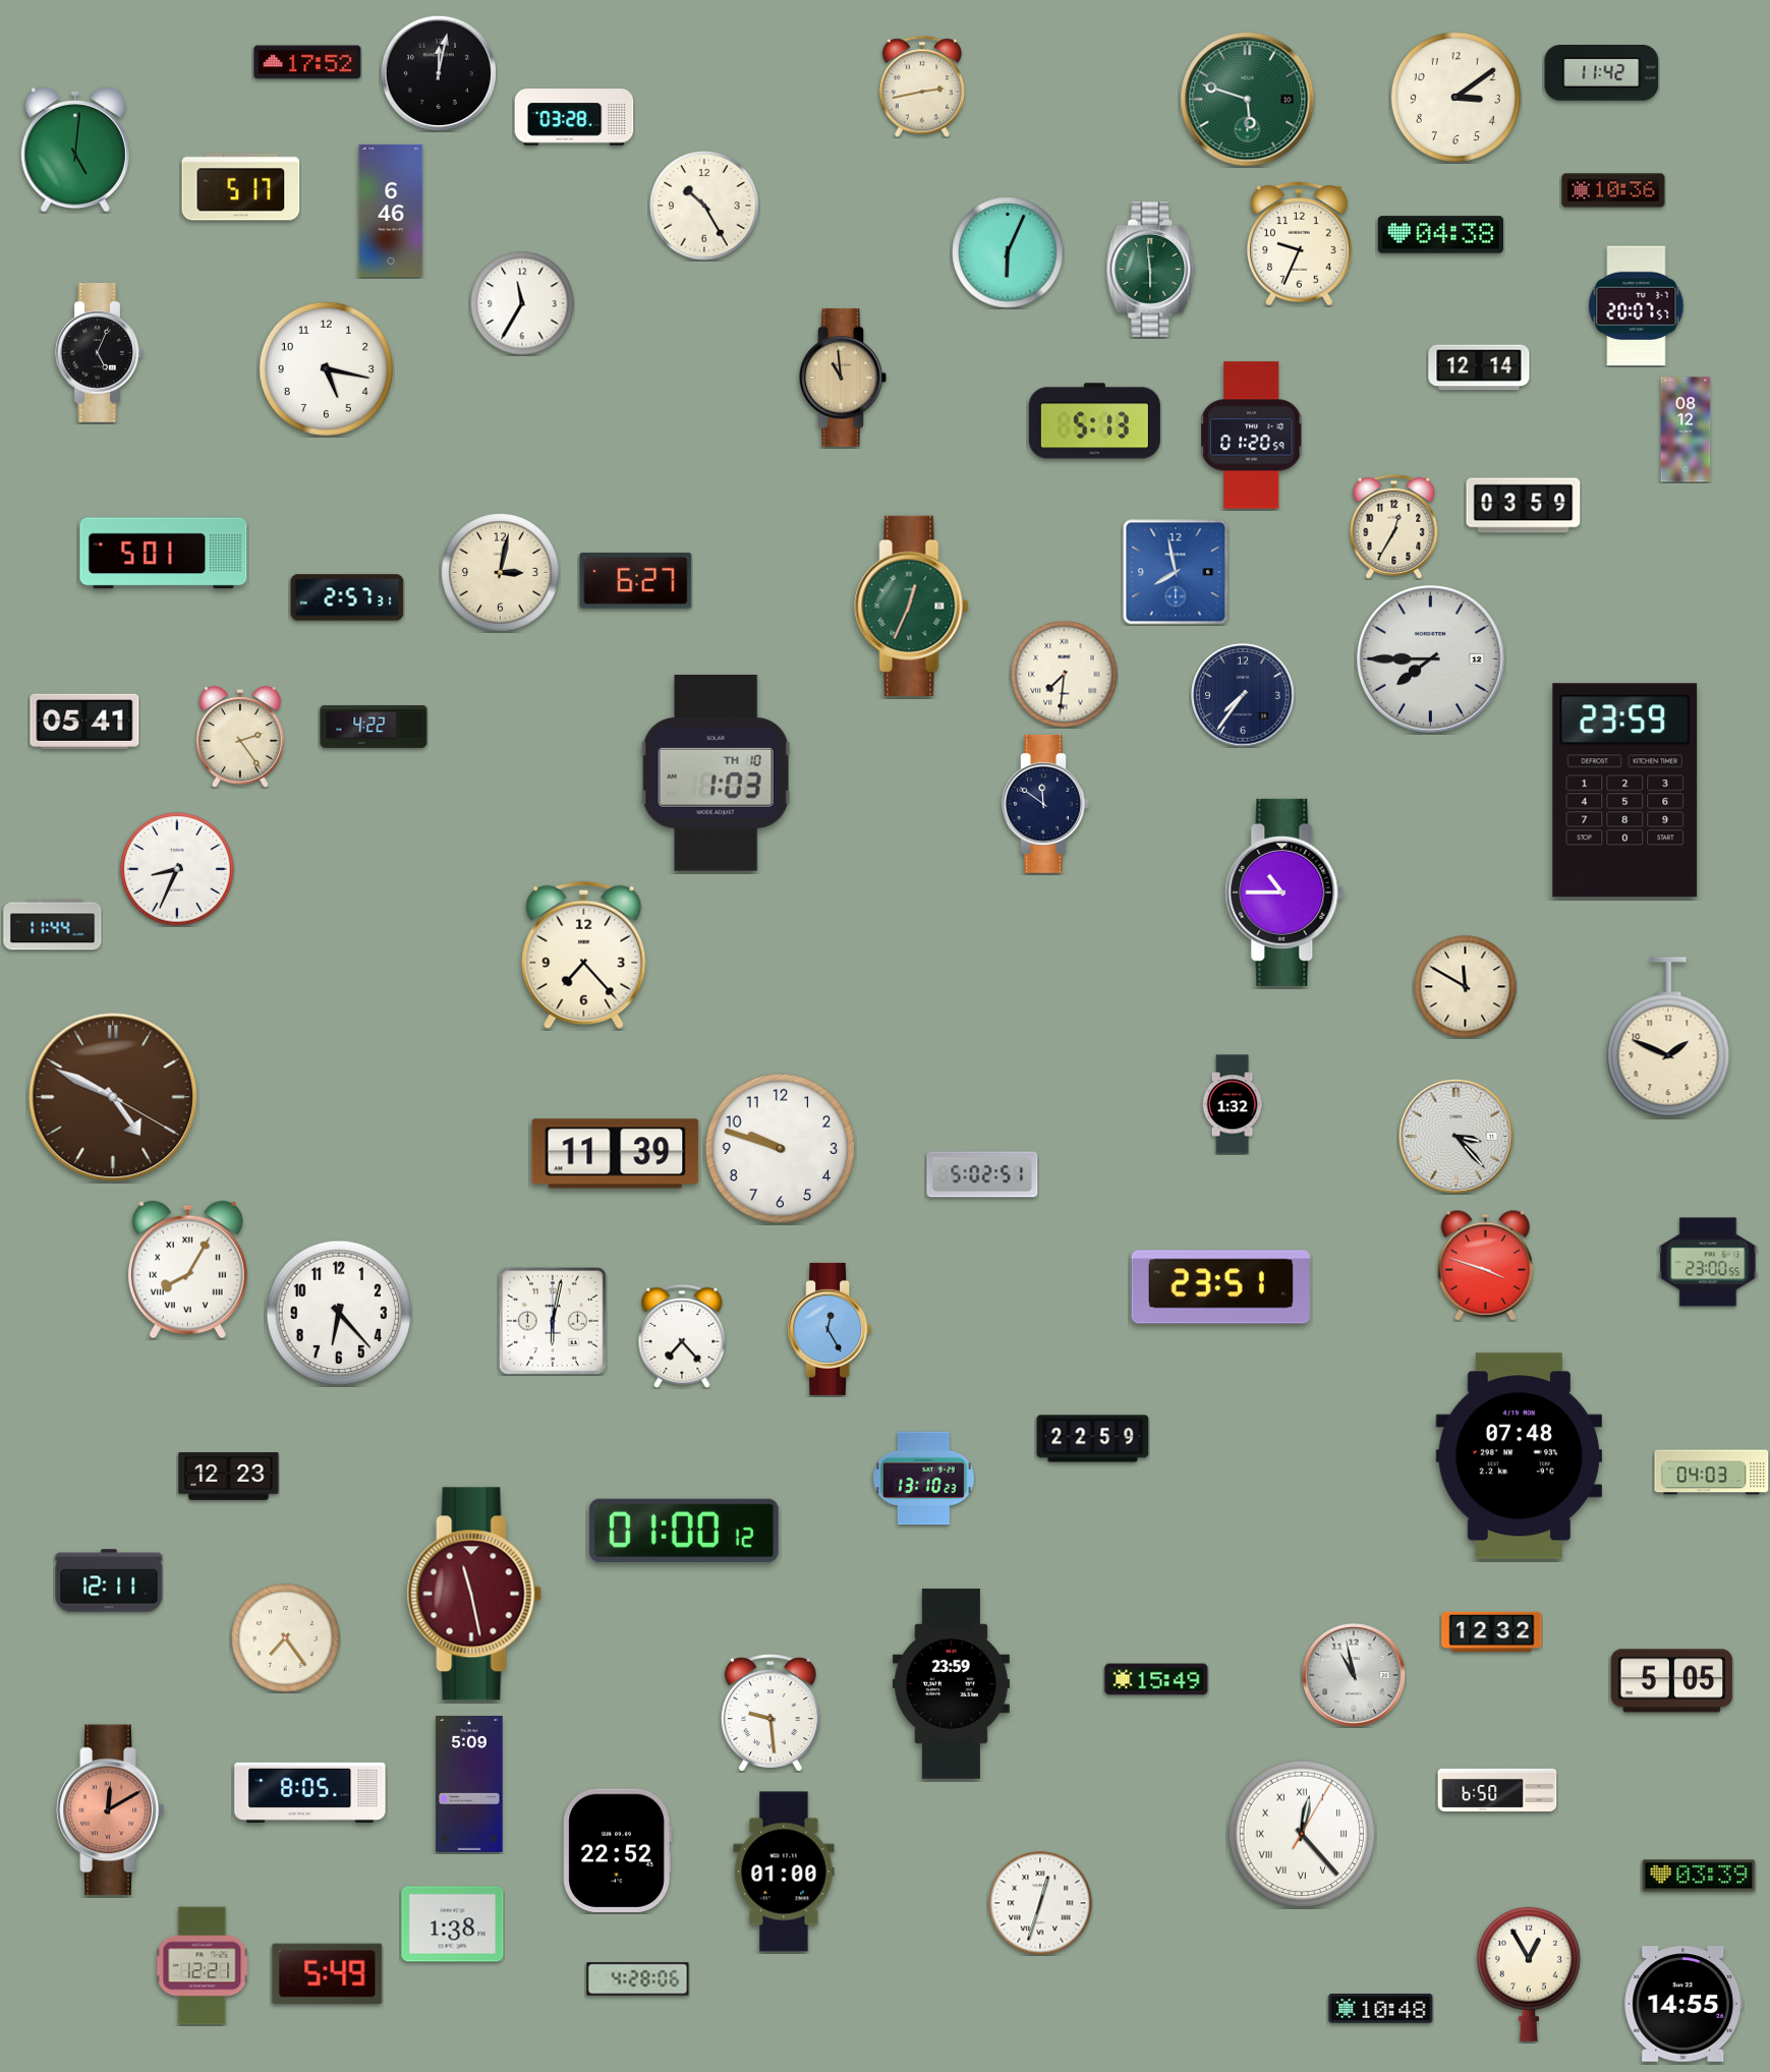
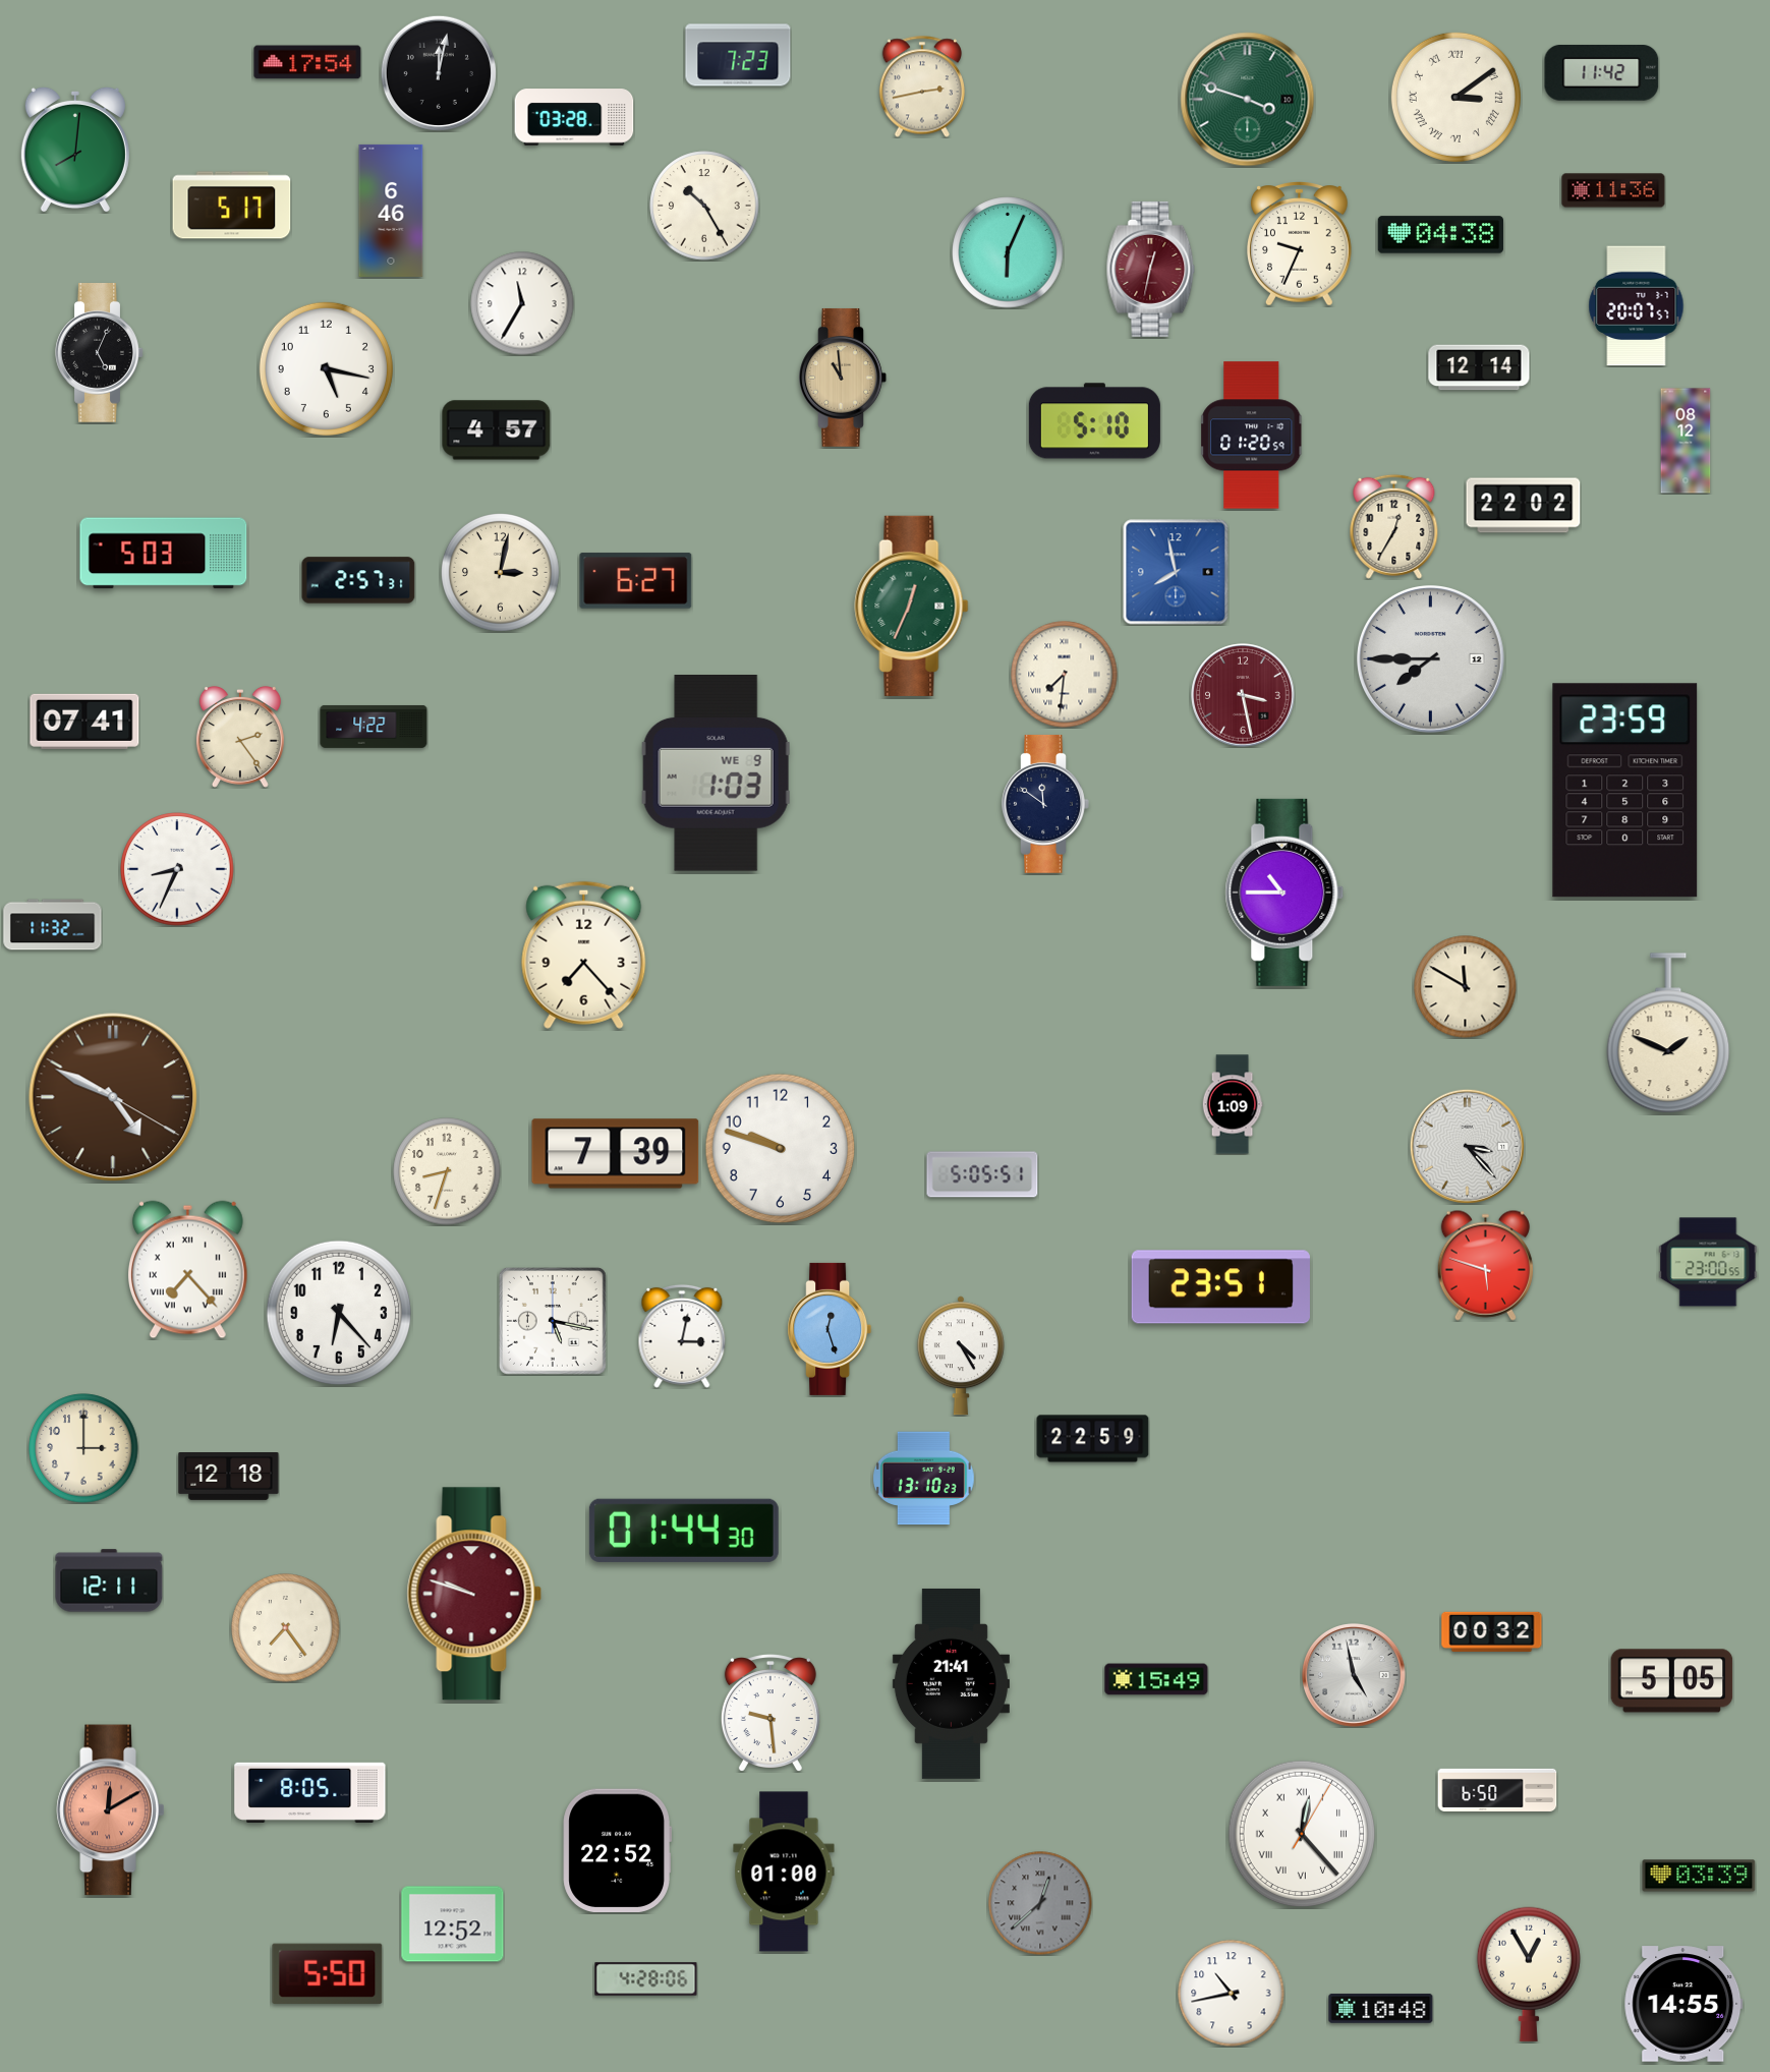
clock at (738, 55): none -> 7:23
clock at (307, 62): 17:52 -> 17:54
clock at (1455, 97) numerals: Arabic -> Roman
clock at (1248, 100): 5:48 -> 3:48
clock at (75, 150): 5:01 -> 8:01
clock at (241, 187) position: (241, 187) -> (232, 206)
clock at (1613, 190): 10:36 -> 11:36
clock at (1151, 269): 5:59 -> 12:32
clock at (1151, 269) dial: green -> burgundy
clock at (1094, 421): 5:13 -> 5:10
clock at (1686, 429) position: (1686, 429) -> (1686, 441)
clock at (497, 430): none -> 4:57
clock at (1524, 506): 03:59 -> 22:02
clock at (164, 554): 5:01 -> 5:03
clock at (347, 597) position: (347, 597) -> (358, 580)
clock at (1243, 695): 7:36 -> 3:28
clock at (1243, 695) dial: navy -> burgundy
clock at (84, 722): 05:41 -> 07:41
clock at (717, 773) date: TH 10 -> WE 9
clock at (53, 925): 11:44 -> 11:32
clock at (1668, 1038) position: (1668, 1038) -> (1668, 1034)
clock at (1233, 1104): 1:32 -> 1:09
clock at (1455, 1136) position: (1455, 1136) -> (1467, 1146)
clock at (616, 1154): 11:39 -> 7:39
clock at (447, 1171): none -> 8:33
clock at (982, 1174): 5:02 -> 5:05
clock at (1485, 1265): 3:48 -> 5:48
clock at (187, 1270): 8:05 -> 7:23
clock at (553, 1321): 6:02 -> 5:17
clock at (830, 1329): 12:25 -> 12:27
clock at (682, 1336): 7:23 -> 3:02
clock at (961, 1356): none -> 4:25
clock at (83, 1448): none -> 3:00
clock at (1519, 1456): 07:48 -> none
clock at (1712, 1473): 04:03 -> none
clock at (229, 1477): 12:23 -> 12:18
clock at (684, 1531): 01:00 -> 01:44
clock at (474, 1594): 11:28 -> 9:48
clock at (1492, 1631): 12:32 -> 00:32
clock at (286, 1638) position: (286, 1638) -> (286, 1628)
clock at (1354, 1675): 10:58 -> 4:58
clock at (951, 1683): 23:59 -> 21:41
clock at (469, 1784): 5:09 -> none
clock at (1040, 1903): 12:33 -> 12:38
clock at (1040, 1903) dial: white -> grey
clock at (453, 1924): 1:38 -> 12:52
clock at (203, 1966): 12:21 -> none
clock at (328, 1973): 5:49 -> 5:50
clock at (638, 1979) position: (638, 1979) -> (646, 1979)
clock at (1232, 1994): none -> 10:43
